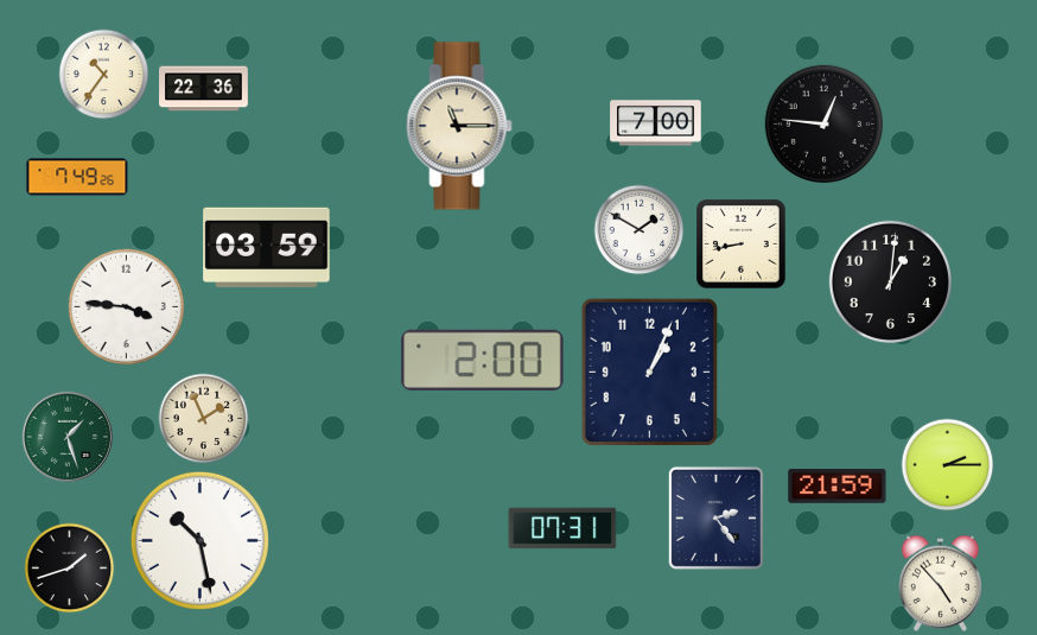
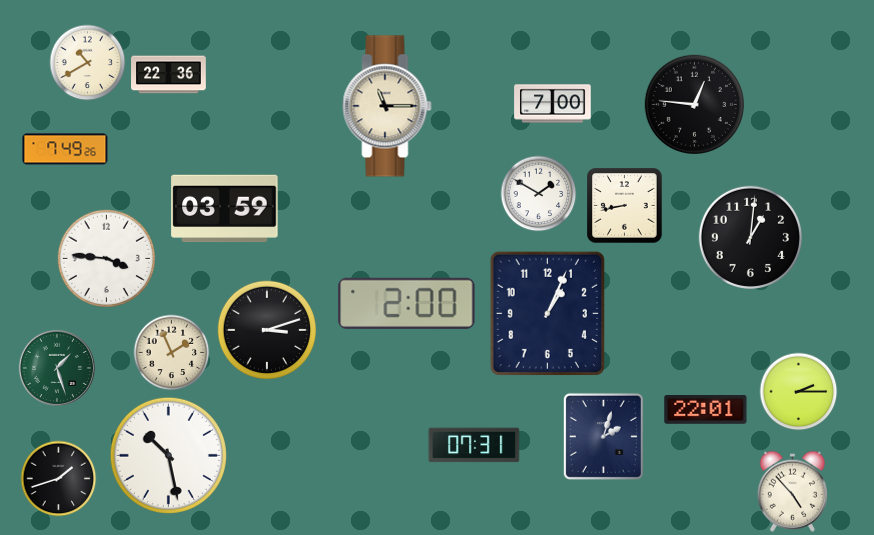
clock at (104, 75): 10:36 -> 10:40
clock at (204, 89) position: (204, 89) -> (169, 75)
clock at (266, 329): none -> 3:12
clock at (838, 487): 21:59 -> 22:01
clock at (715, 517): 2:24 -> 2:03
